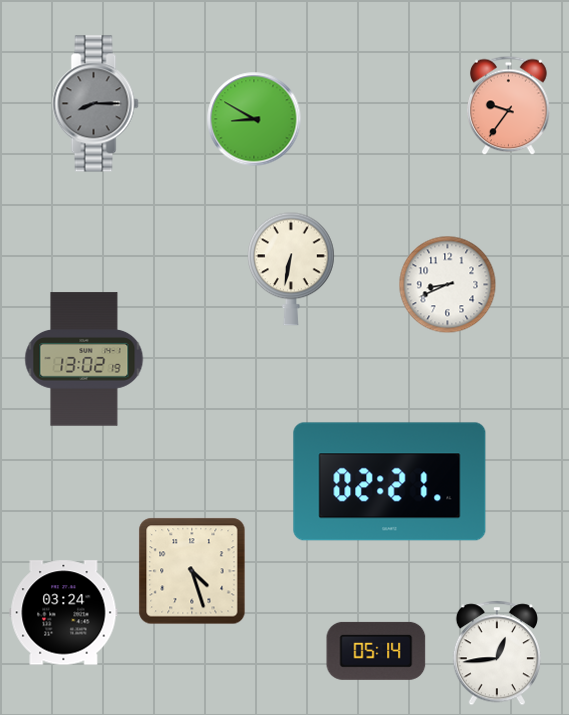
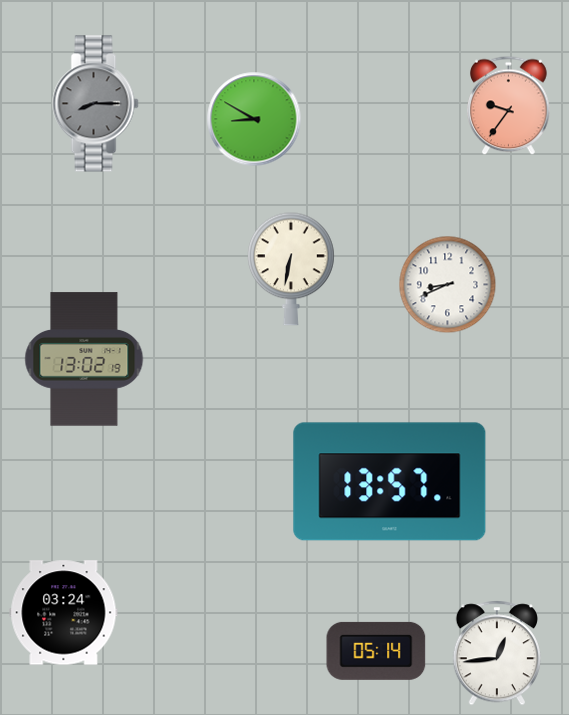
clock at (390, 482): 02:21 -> 13:57
clock at (192, 571): 4:27 -> none
